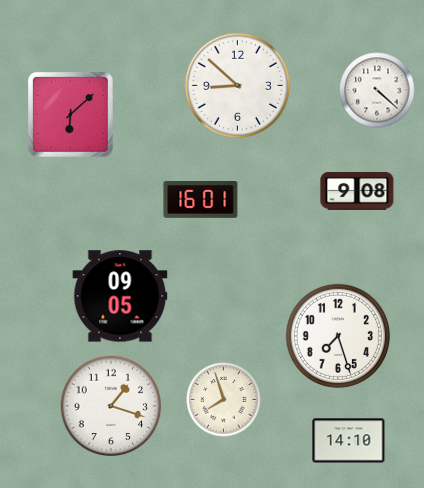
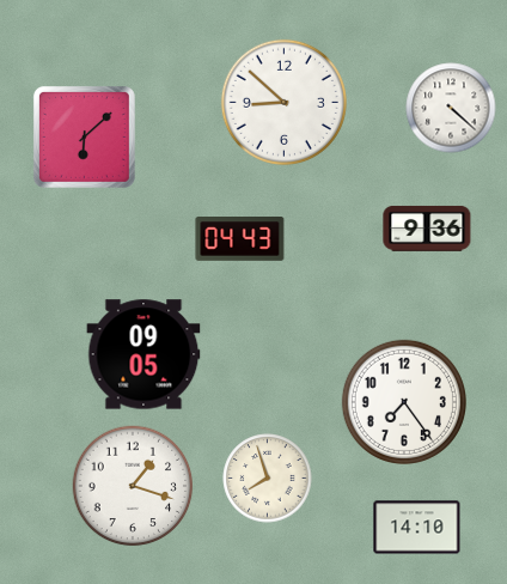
clock at (357, 191): 9:08 -> 9:36
clock at (201, 200): 16:01 -> 04:43
clock at (338, 336): 7:27 -> 7:24
